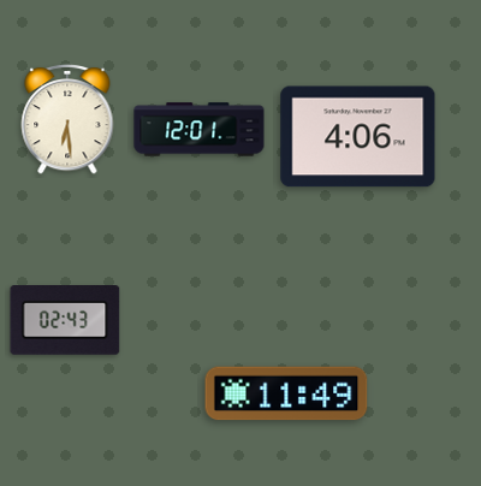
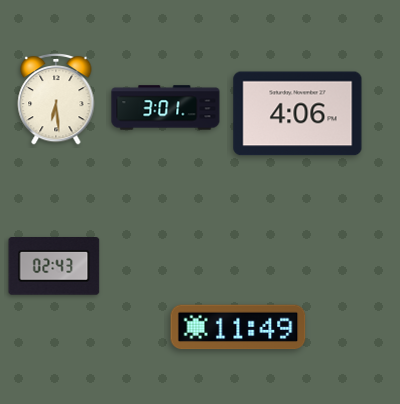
clock at (200, 130): 12:01 -> 3:01
